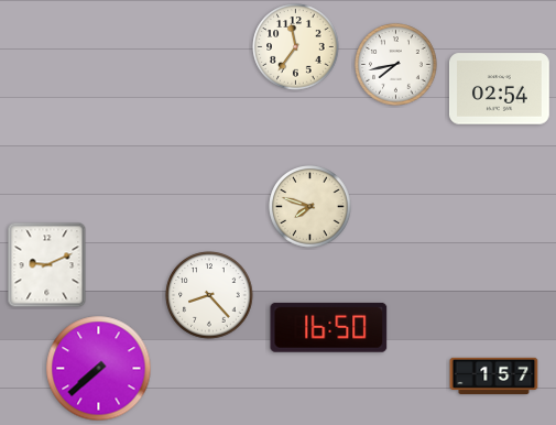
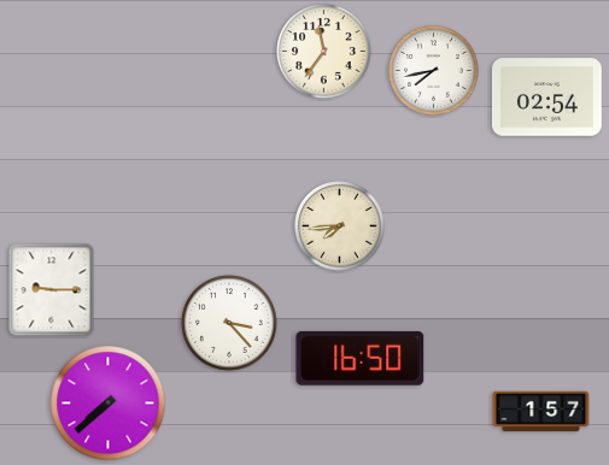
clock at (310, 207): 7:48 -> 7:44
clock at (47, 265): 9:11 -> 9:15
clock at (209, 295): 8:23 -> 3:23
